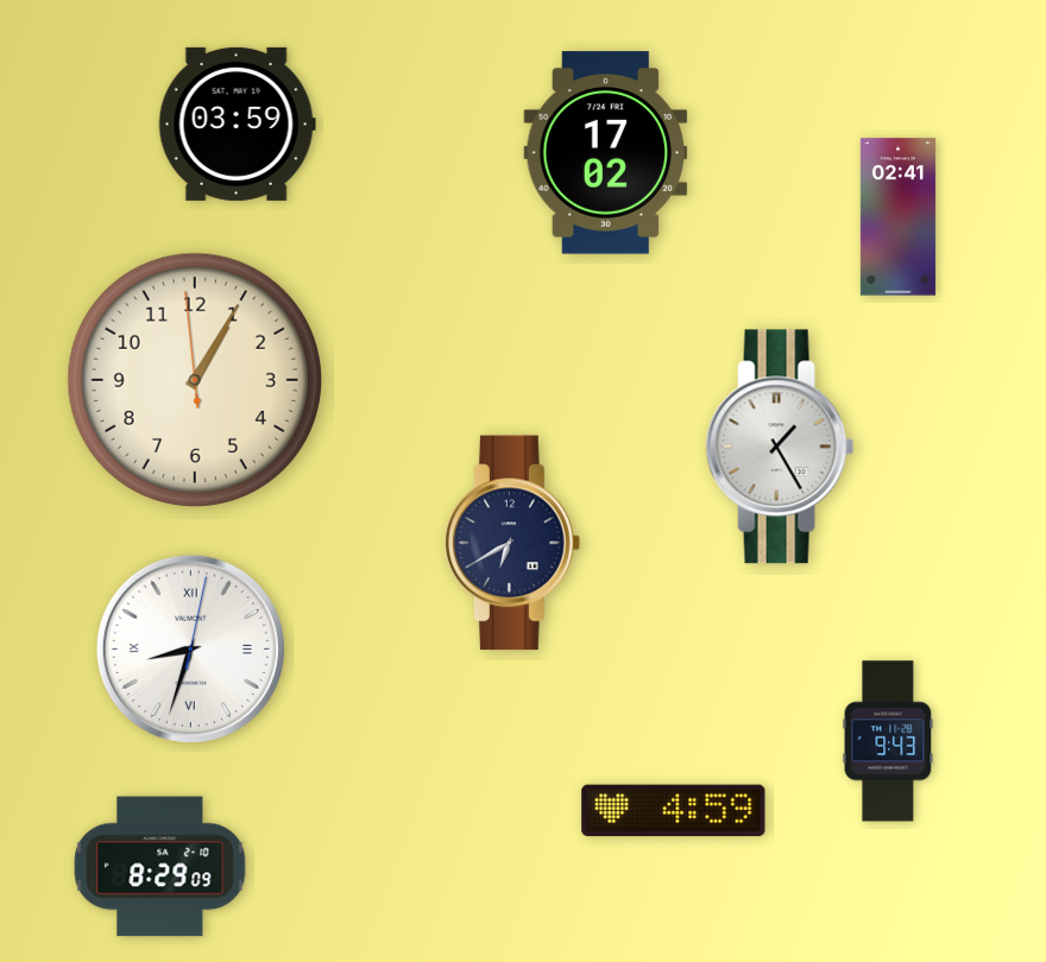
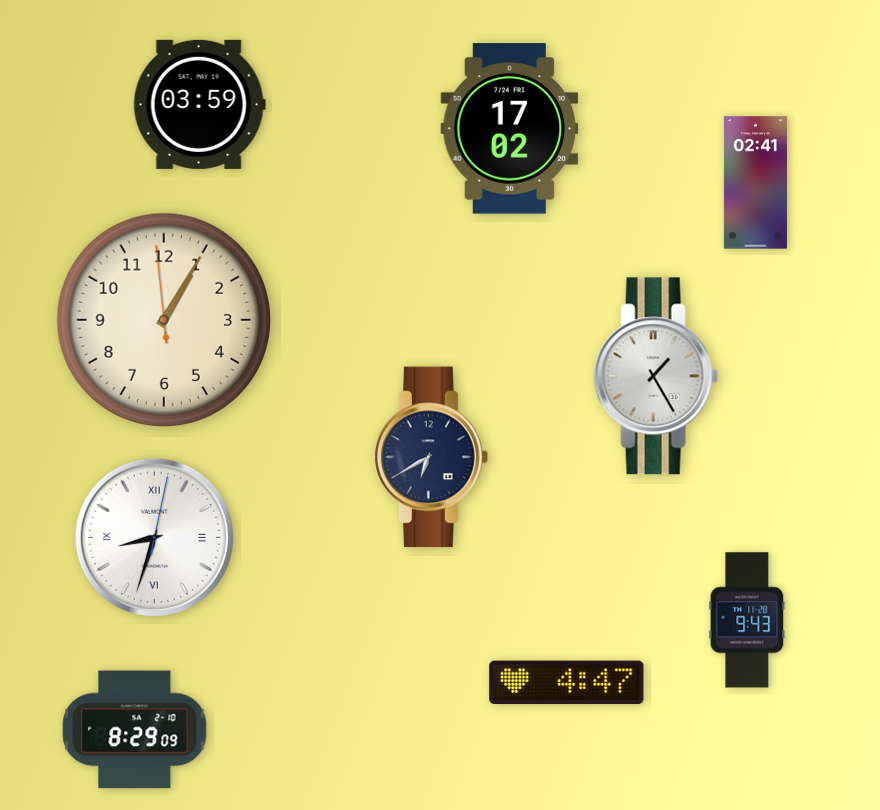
clock at (190, 648) position: (190, 648) -> (154, 537)
clock at (888, 741) position: (888, 741) -> (747, 620)
clock at (674, 811): 4:59 -> 4:47
